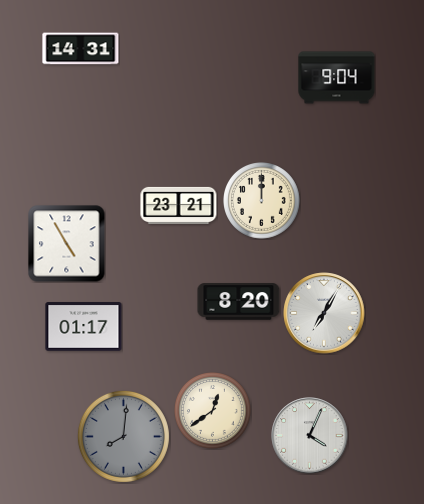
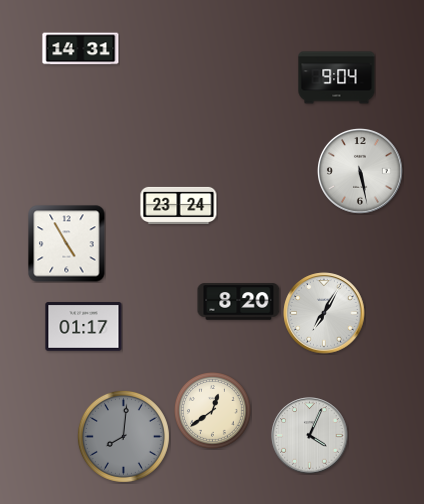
clock at (361, 172): none -> 5:28
clock at (262, 201): 12:00 -> none
clock at (179, 205): 23:21 -> 23:24
